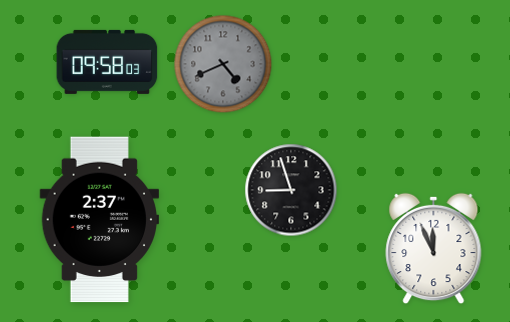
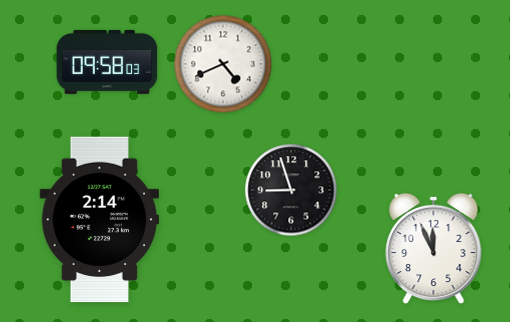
clock at (223, 64) dial: grey -> white
clock at (99, 220): 2:37 -> 2:14
